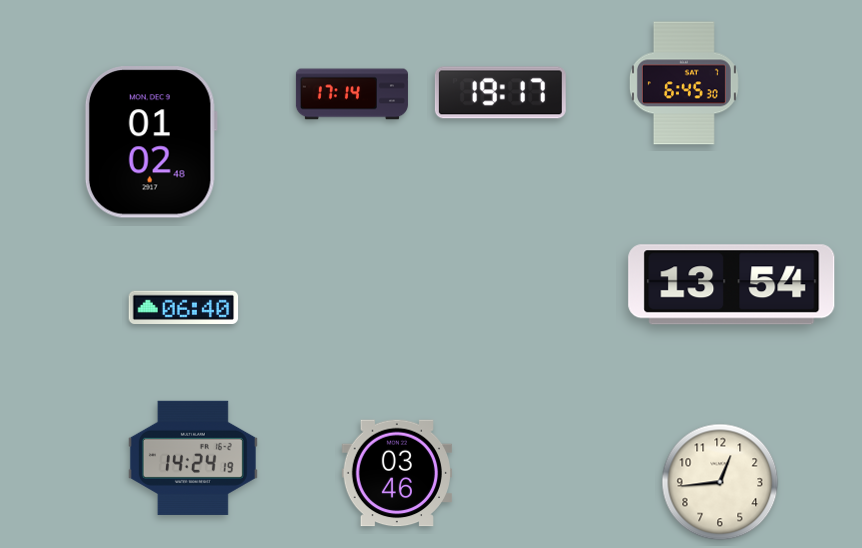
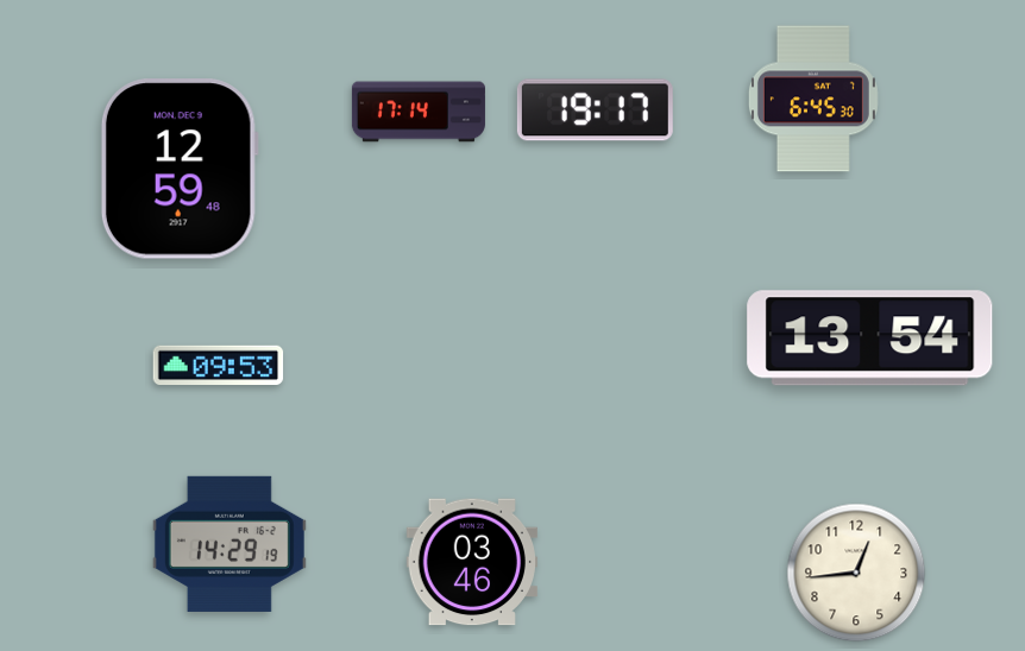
clock at (151, 142): 01:02 -> 12:59
clock at (184, 307): 06:40 -> 09:53
clock at (193, 458): 14:24 -> 14:29
